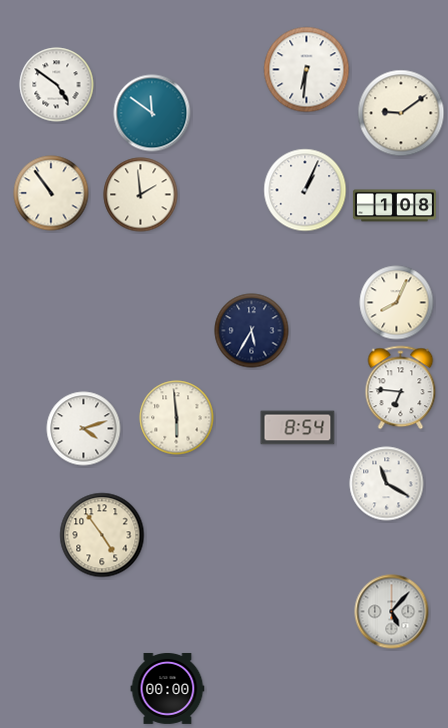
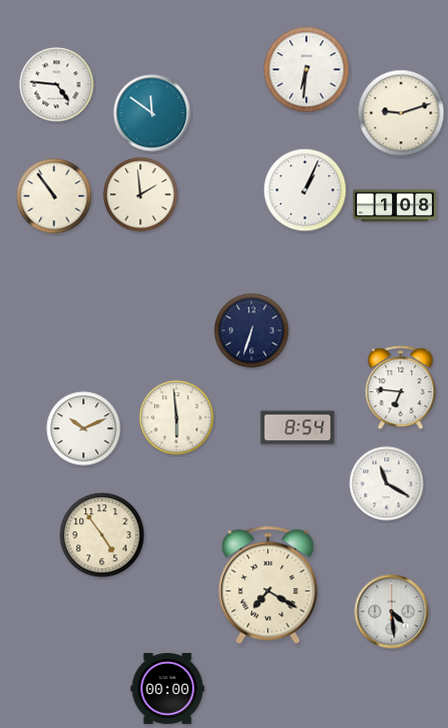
clock at (57, 85): 4:51 -> 4:46
clock at (401, 113): 9:09 -> 9:12
clock at (51, 193) position: (51, 193) -> (54, 196)
clock at (397, 303): 8:04 -> none
clock at (252, 331): 5:35 -> 6:33
clock at (84, 429): 4:12 -> 10:11
clock at (268, 585): none -> 7:20
clock at (392, 612): 5:07 -> 4:29
